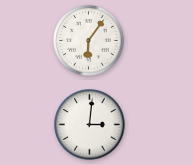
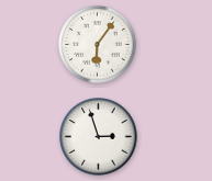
clock at (90, 125): 3:01 -> 2:57
